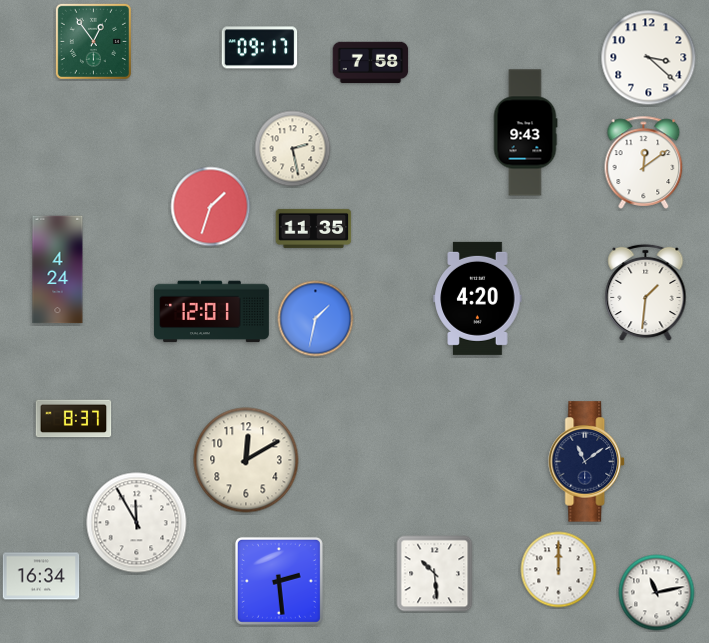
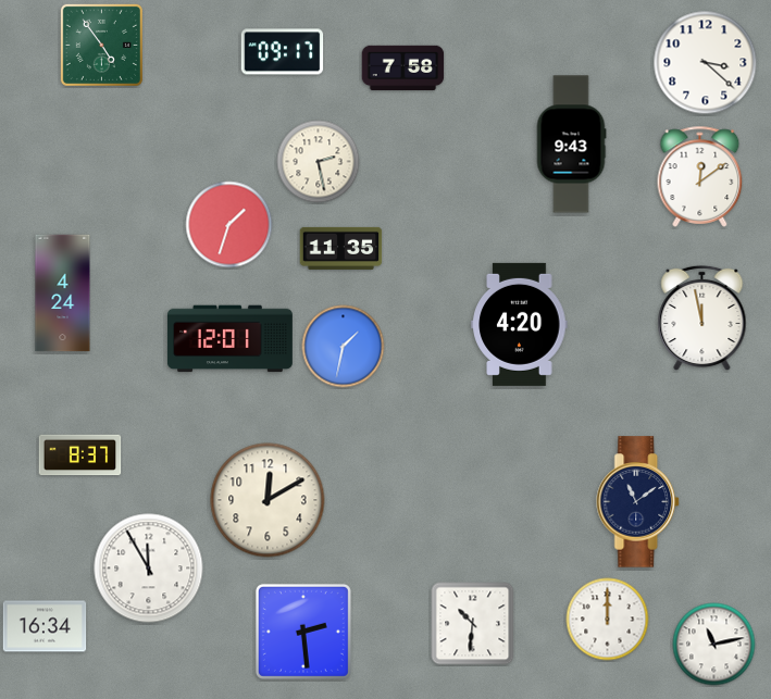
clock at (93, 41): 12:54 -> 4:54
clock at (646, 293): 1:31 -> 11:58
clock at (435, 574): 10:29 -> 10:31
